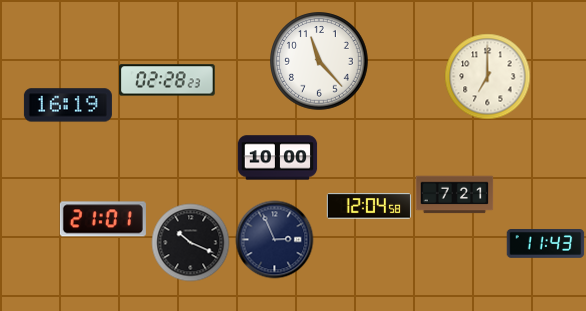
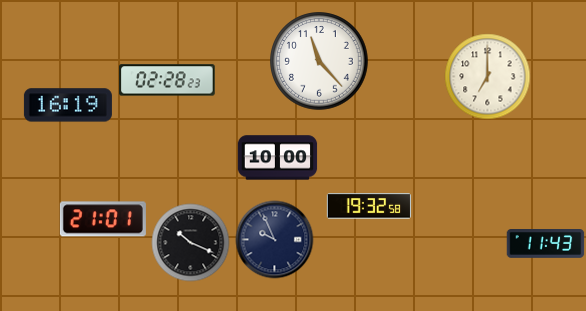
clock at (454, 195): 7:21 -> none
clock at (369, 206): 12:04 -> 19:32
clock at (274, 239): 2:56 -> 9:56
